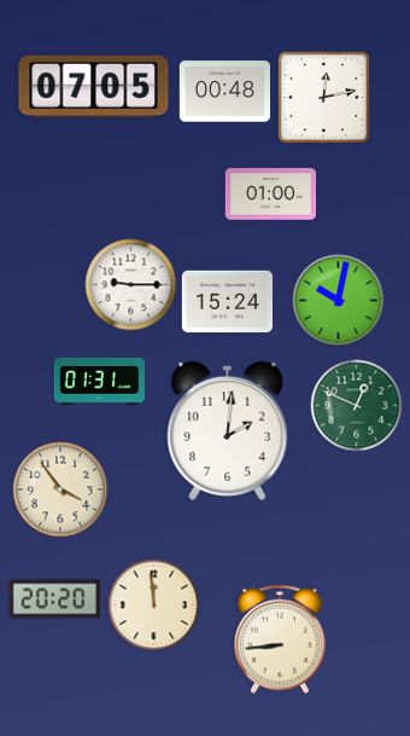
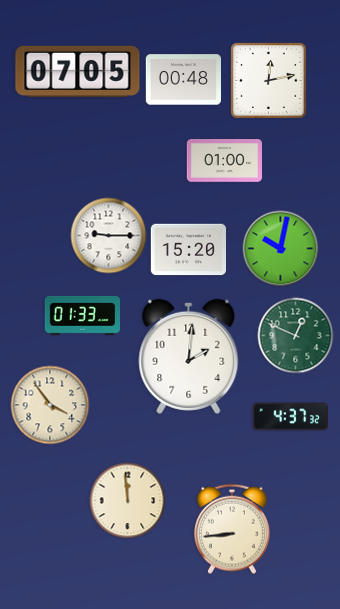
clock at (224, 92) position: (224, 92) -> (183, 80)
clock at (227, 302): 15:24 -> 15:20
clock at (99, 381): 01:31 -> 01:33
clock at (291, 417): none -> 4:37
clock at (54, 599): 20:20 -> none
